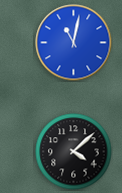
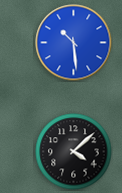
clock at (74, 43): 11:02 -> 10:29
